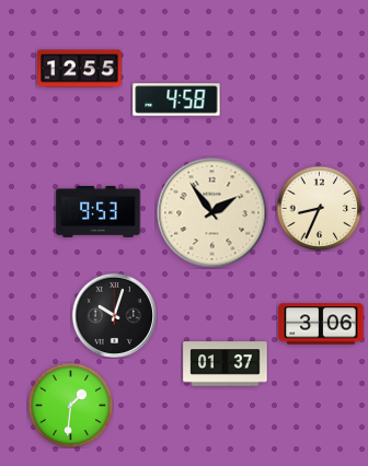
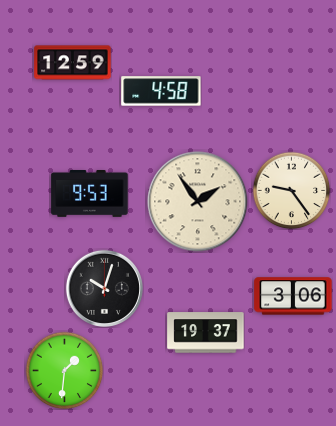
clock at (80, 69): 12:55 -> 12:59
clock at (319, 208): 8:34 -> 9:24
clock at (212, 213) position: (212, 213) -> (198, 202)
clock at (226, 364): 01:37 -> 19:37
